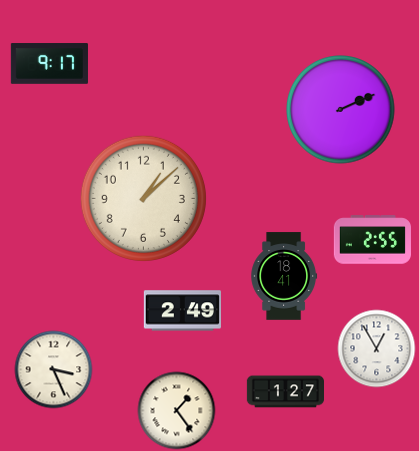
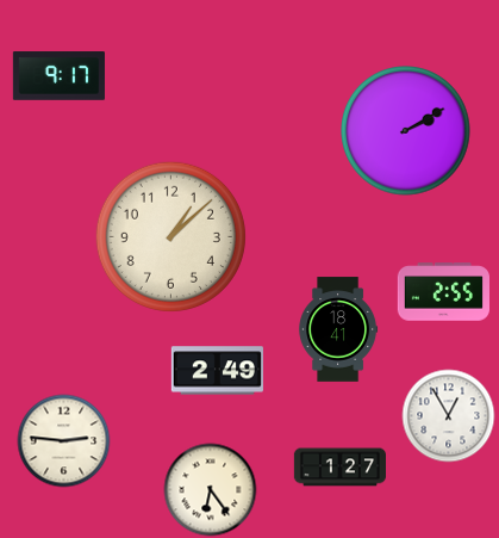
clock at (341, 110): 2:11 -> 2:10
clock at (372, 240) position: (372, 240) -> (443, 292)
clock at (53, 369): 3:26 -> 2:46
clock at (176, 410): 1:24 -> 6:24
